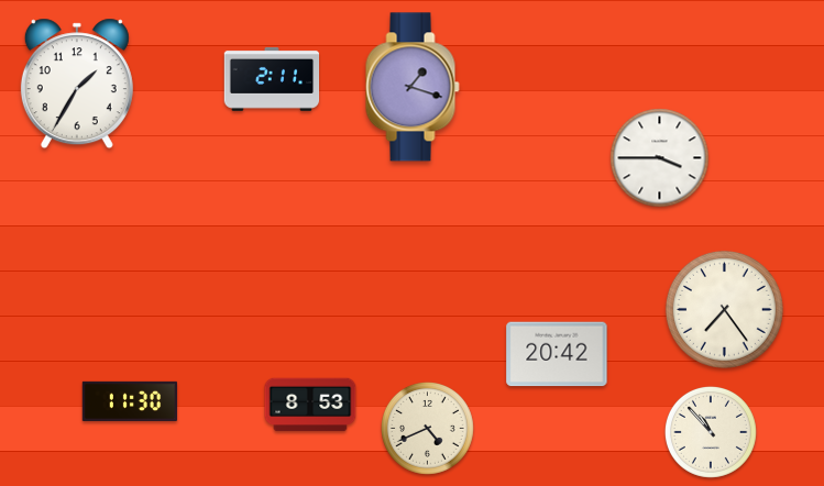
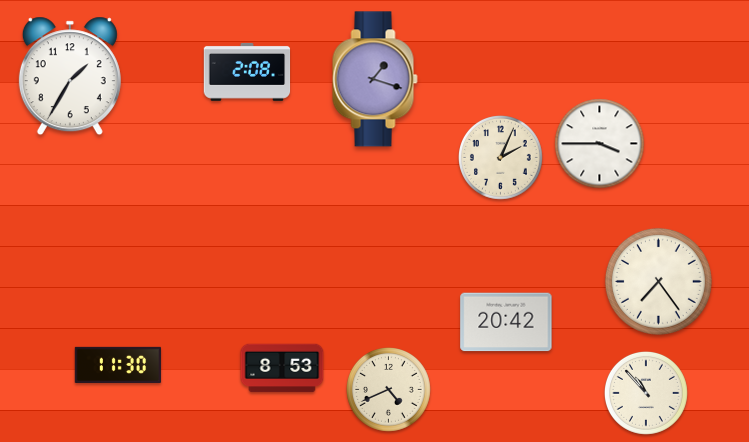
clock at (272, 79): 2:11 -> 2:08
clock at (501, 158): none -> 2:04
